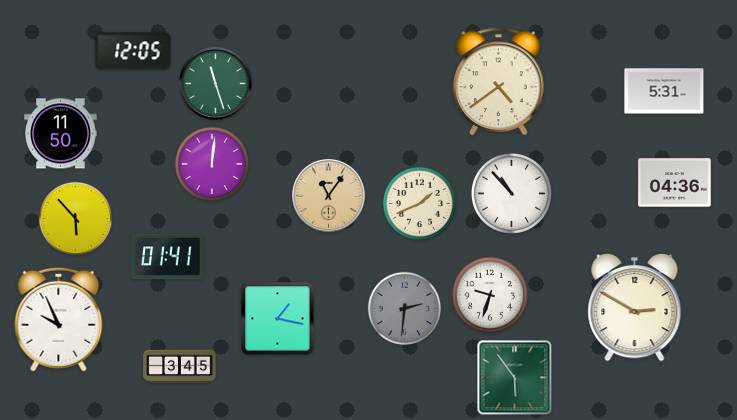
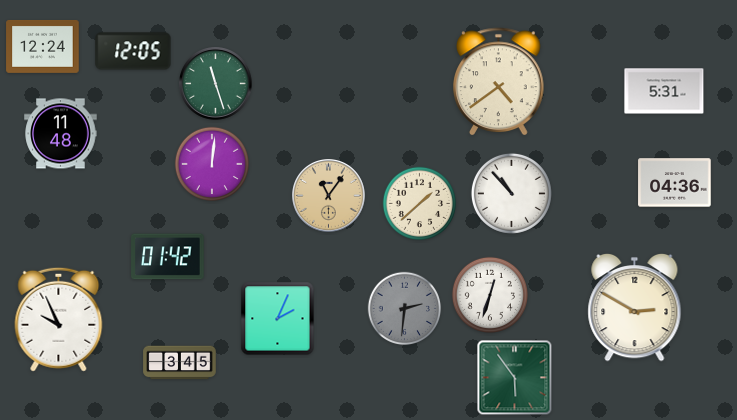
clock at (43, 46): none -> 12:24
clock at (61, 134): 11:50 -> 11:48
clock at (420, 204): 1:41 -> 1:38
clock at (76, 219): 5:53 -> none
clock at (168, 257): 01:41 -> 01:42
clock at (490, 295): 9:33 -> 12:33
clock at (278, 319): 1:17 -> 2:04
clock at (180, 367) position: (180, 367) -> (180, 363)
